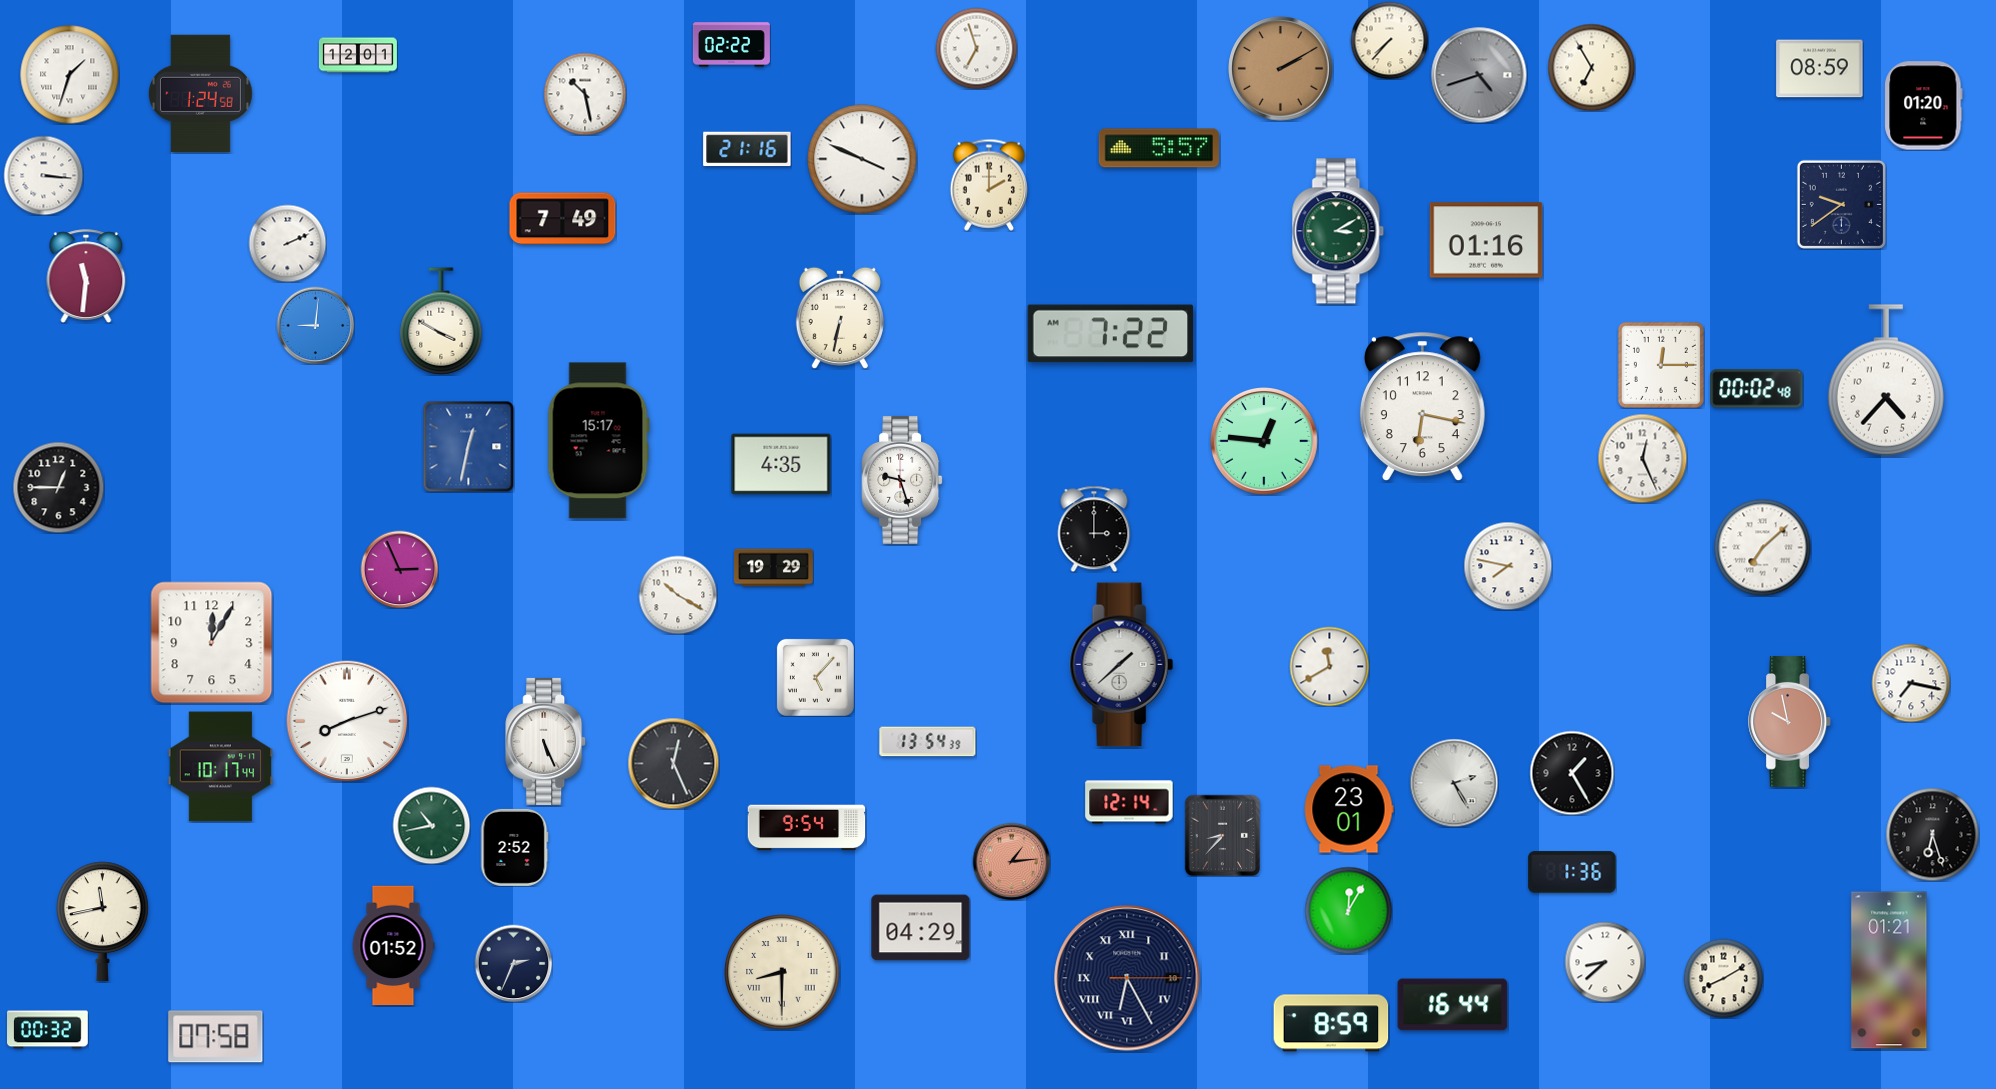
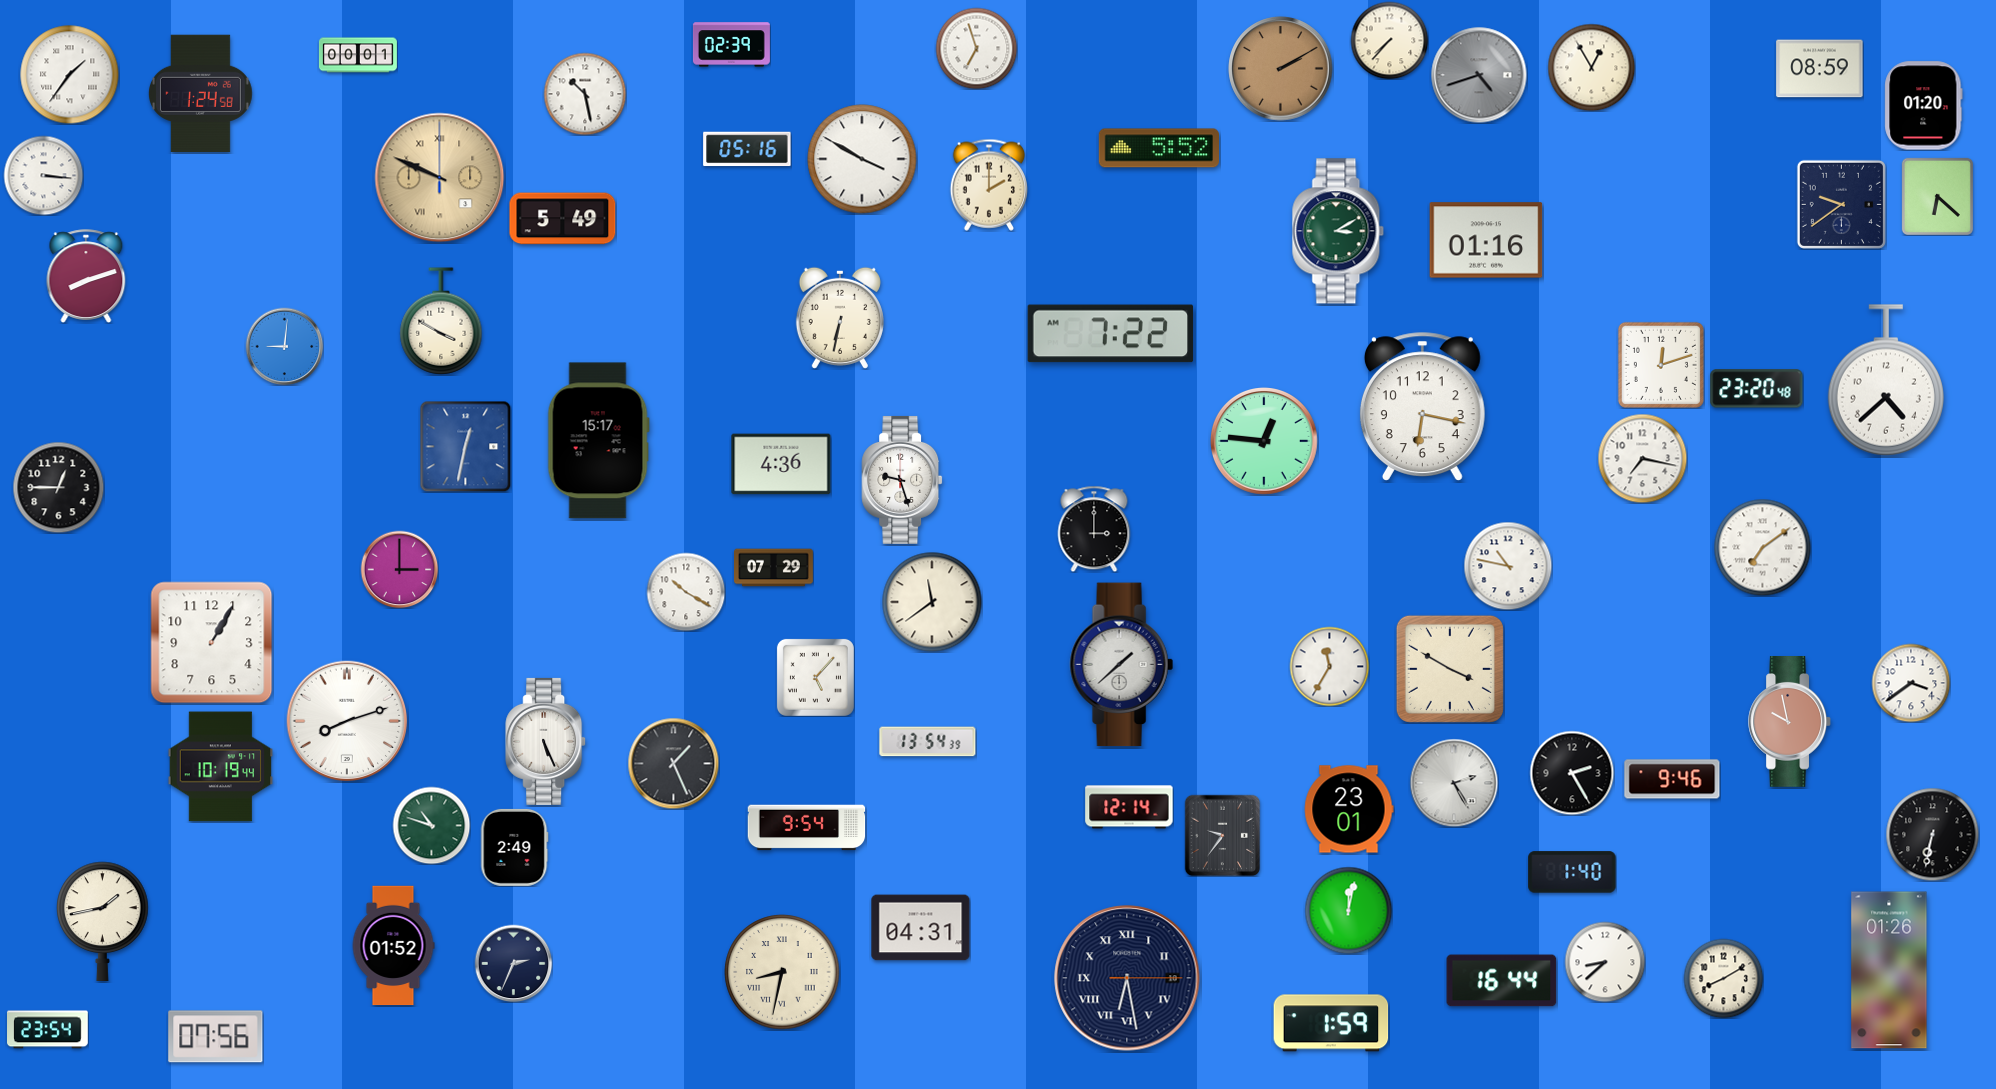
clock at (731, 45): 02:22 -> 02:39
clock at (358, 55): 12:01 -> 00:01
clock at (1591, 67): 6:55 -> 12:55
clock at (70, 75): 1:33 -> 1:36
clock at (1159, 148): 5:57 -> 5:52
clock at (747, 149): 21:16 -> 05:16
clock at (862, 159): 3:49 -> 3:50
clock at (440, 178): none -> 9:49
clock at (1937, 196): none -> 6:22
clock at (563, 219): 7:49 -> 5:49
clock at (287, 243): 2:11 -> none
clock at (86, 276): 11:31 -> 8:12
clock at (315, 325) position: (315, 325) -> (284, 346)
clock at (1661, 365): 12:15 -> 12:12
clock at (1886, 380): 4:37 -> 4:38
clock at (1757, 389): 00:02 -> 23:20
clock at (468, 446) position: (468, 446) -> (465, 446)
clock at (1642, 458): 12:26 -> 7:17
clock at (781, 464): 4:35 -> 4:36
clock at (1762, 547): 7:08 -> 7:09
clock at (1508, 566): 7:47 -> 10:47
clock at (774, 568): 19:29 -> 07:29
clock at (399, 569): 2:56 -> 3:00
clock at (678, 595) position: (678, 595) -> (686, 592)
clock at (932, 602): none -> 11:39
clock at (212, 643): 12:05 -> 1:05
clock at (1329, 666): 11:40 -> 11:35
clock at (1450, 669): none -> 3:50
clock at (1911, 683): 7:17 -> 3:39
clock at (673, 763): 12:26 -> 1:26
clock at (221, 767): 10:17 -> 10:19
clock at (1572, 773): 1:25 -> 2:25
clock at (1672, 779): none -> 9:46
clock at (1129, 802) position: (1129, 802) -> (1129, 807)
clock at (431, 825): 10:43 -> 10:48
clock at (1932, 834): 6:27 -> 6:32
clock at (1223, 835): 8:37 -> 9:36
clock at (514, 847): 2:52 -> 2:49
clock at (1011, 861): 1:14 -> none
clock at (1572, 872): 1:36 -> 1:40
clock at (1348, 910): 12:05 -> 12:02
clock at (103, 921): 11:43 -> 1:43
clock at (921, 928): 04:29 -> 04:31
clock at (1889, 970): 01:21 -> 01:26
clock at (782, 972): 8:30 -> 8:32
clock at (1127, 978): 6:25 -> 6:28
clock at (1453, 1005) position: (1453, 1005) -> (1502, 981)
clock at (1331, 1023): 8:59 -> 1:59
clock at (48, 1030): 00:32 -> 23:54
clock at (216, 1037): 07:58 -> 07:56
